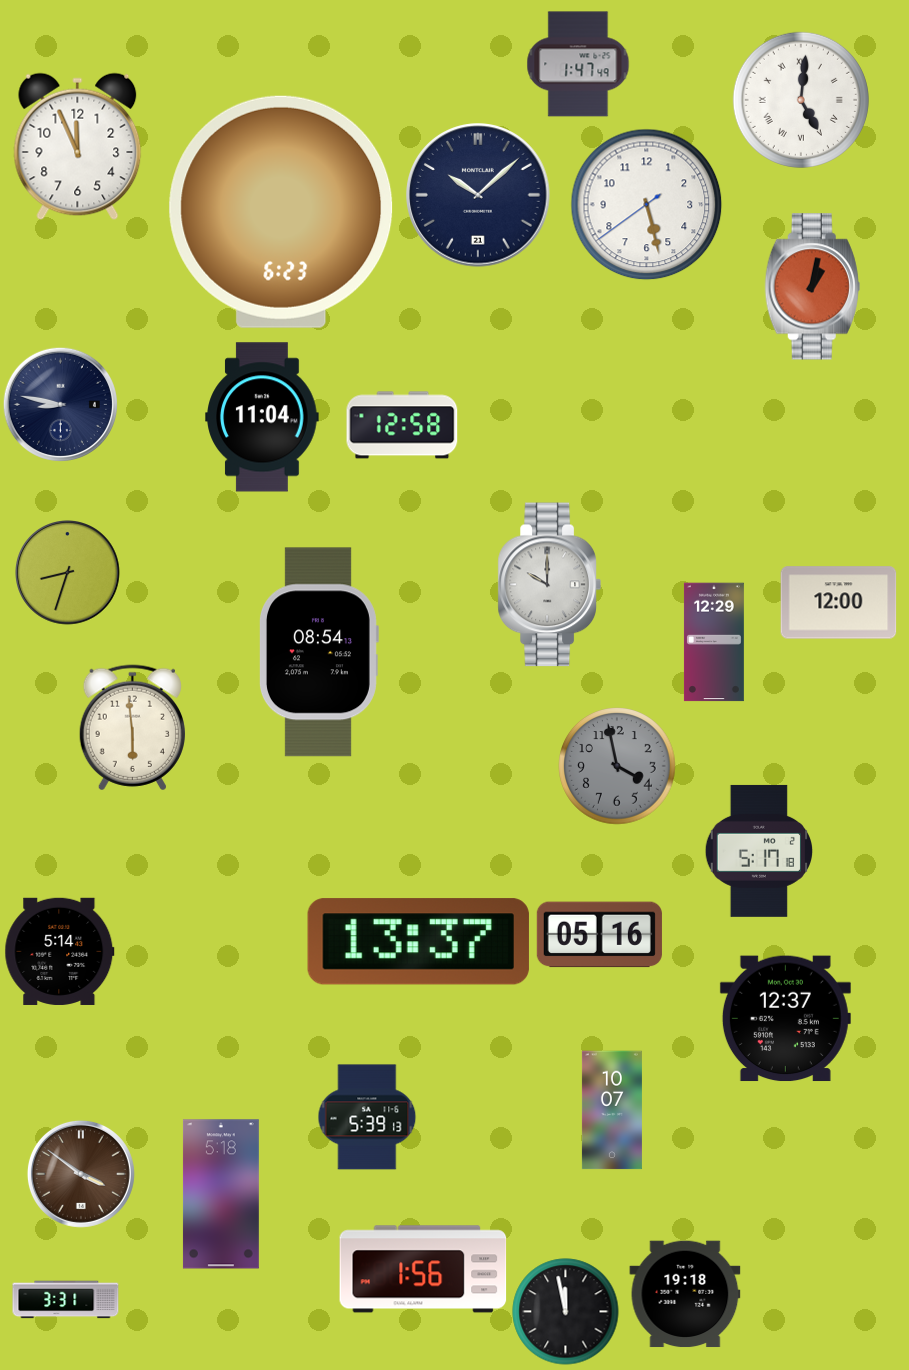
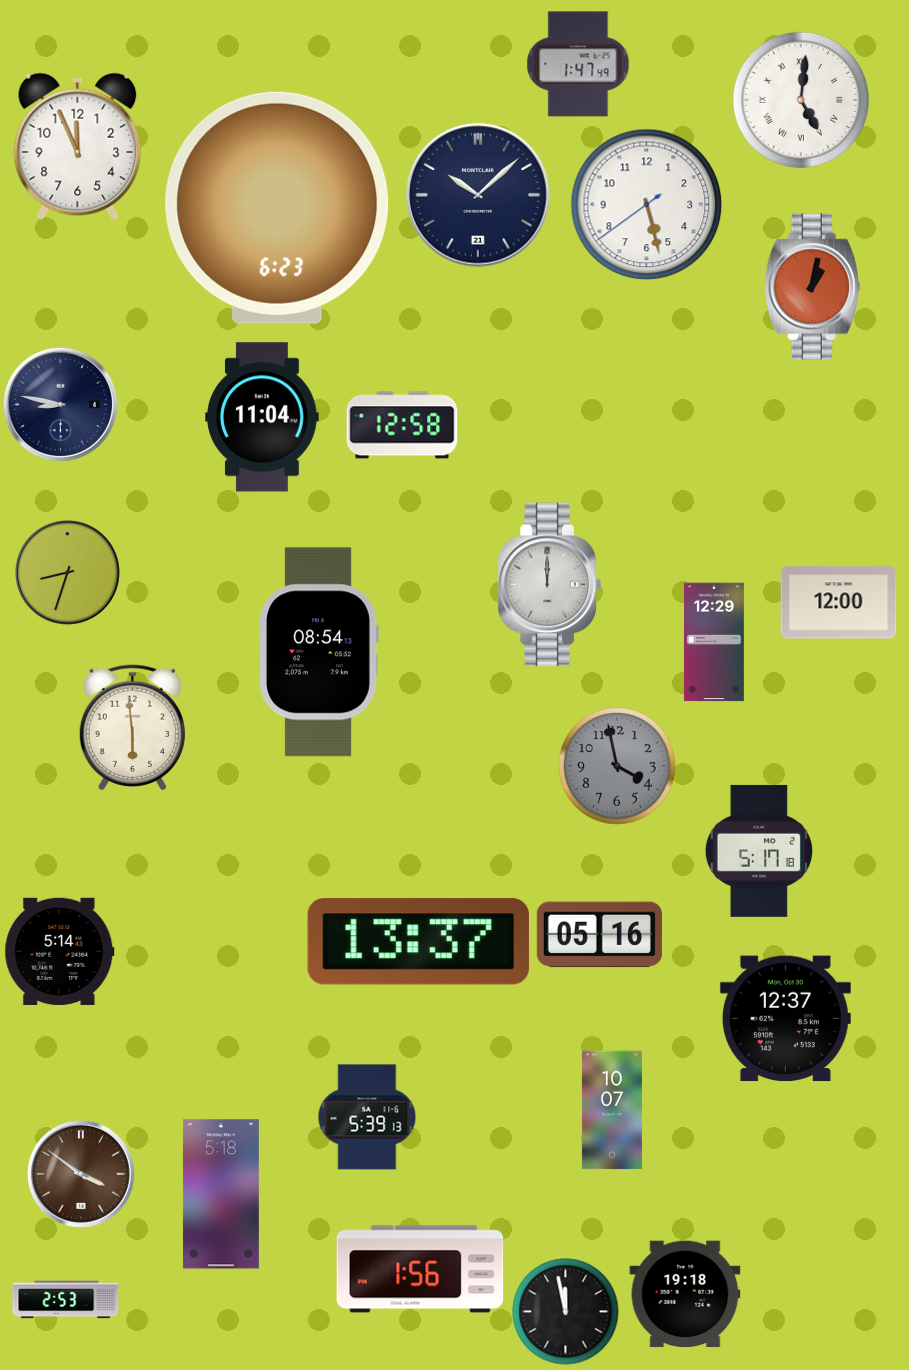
clock at (281, 212) position: (281, 212) -> (277, 208)
clock at (549, 585): 10:00 -> 12:00
clock at (423, 1269) position: (423, 1269) -> (420, 1269)
clock at (66, 1300): 3:31 -> 2:53
